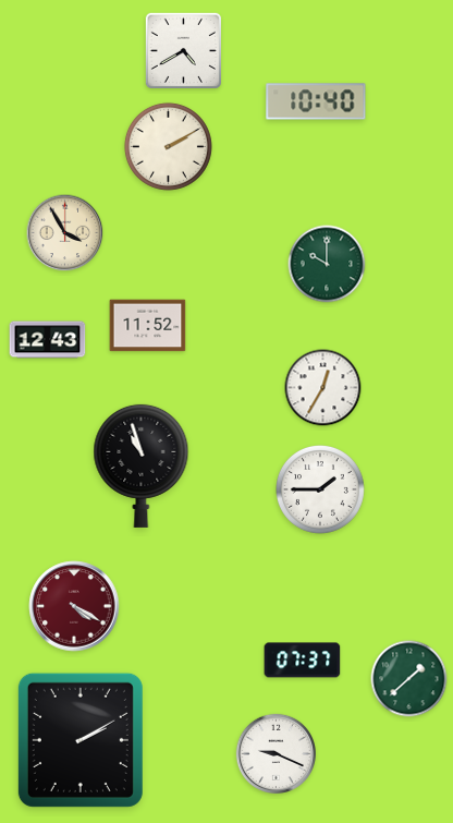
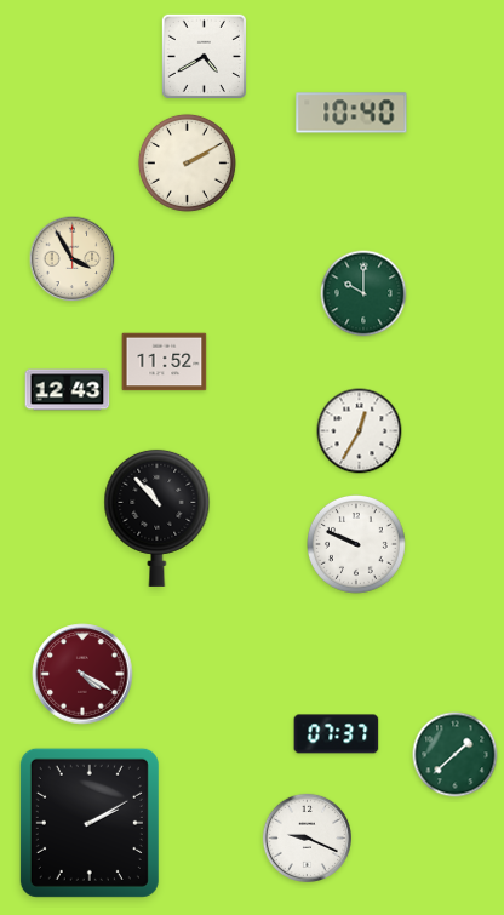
clock at (48, 340) position: (48, 340) -> (68, 390)
clock at (142, 465): 10:57 -> 10:53
clock at (321, 491): 1:45 -> 9:49
